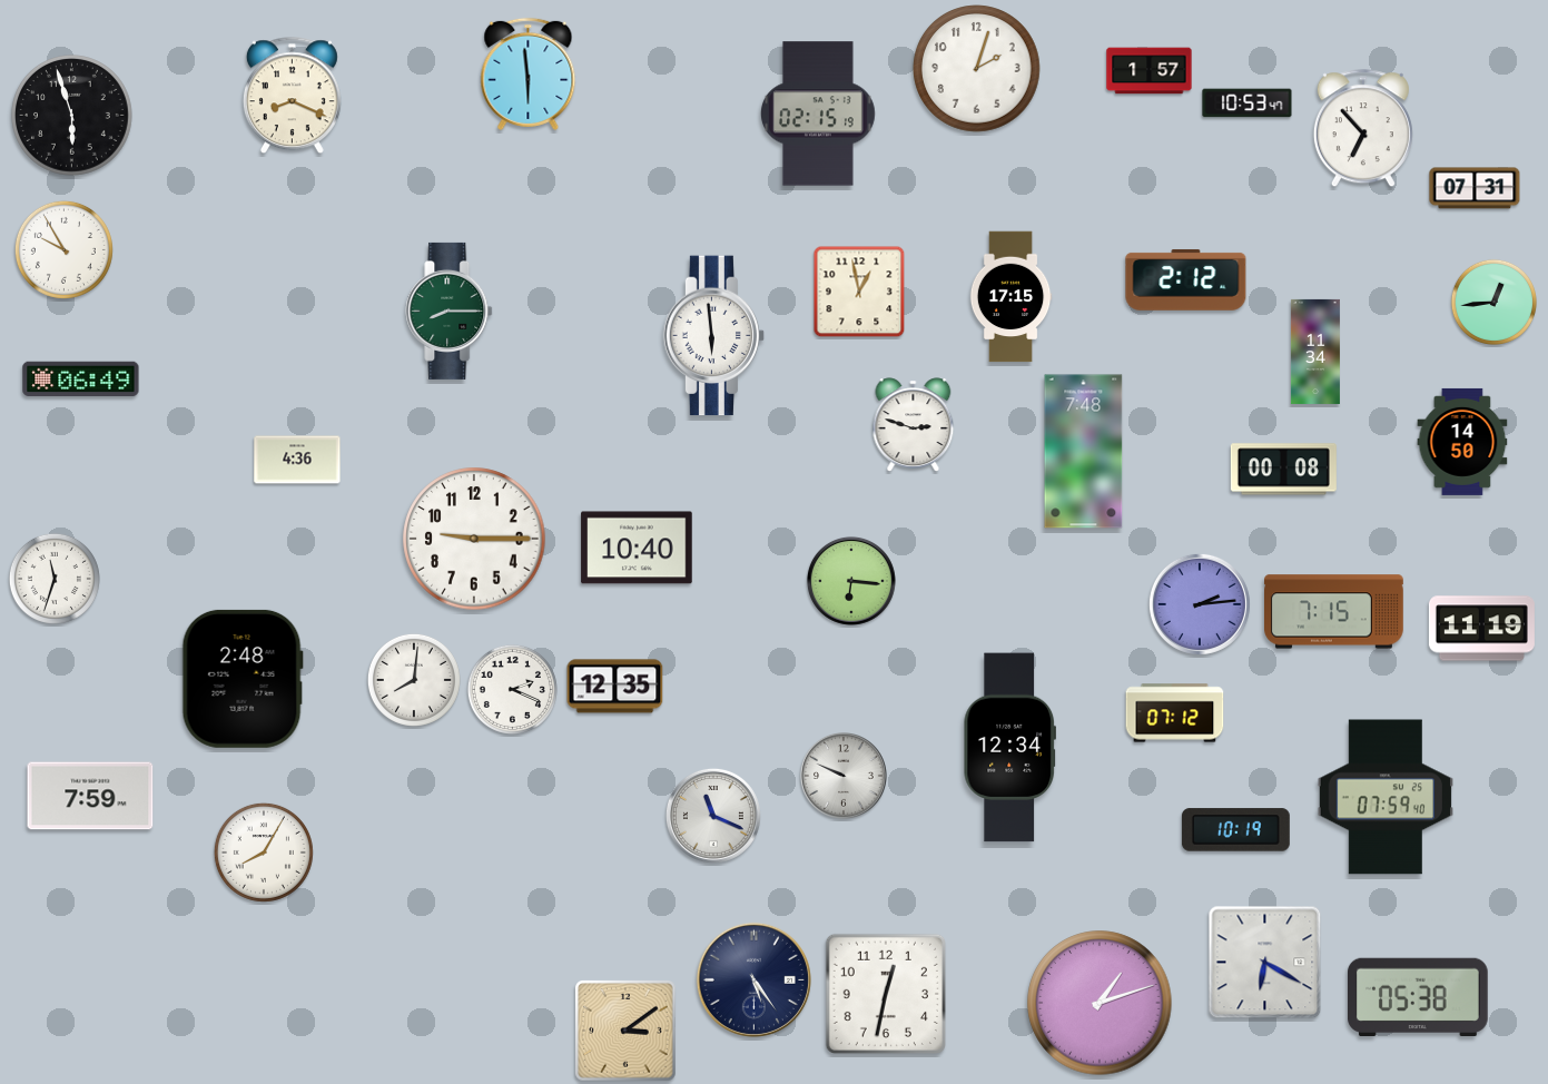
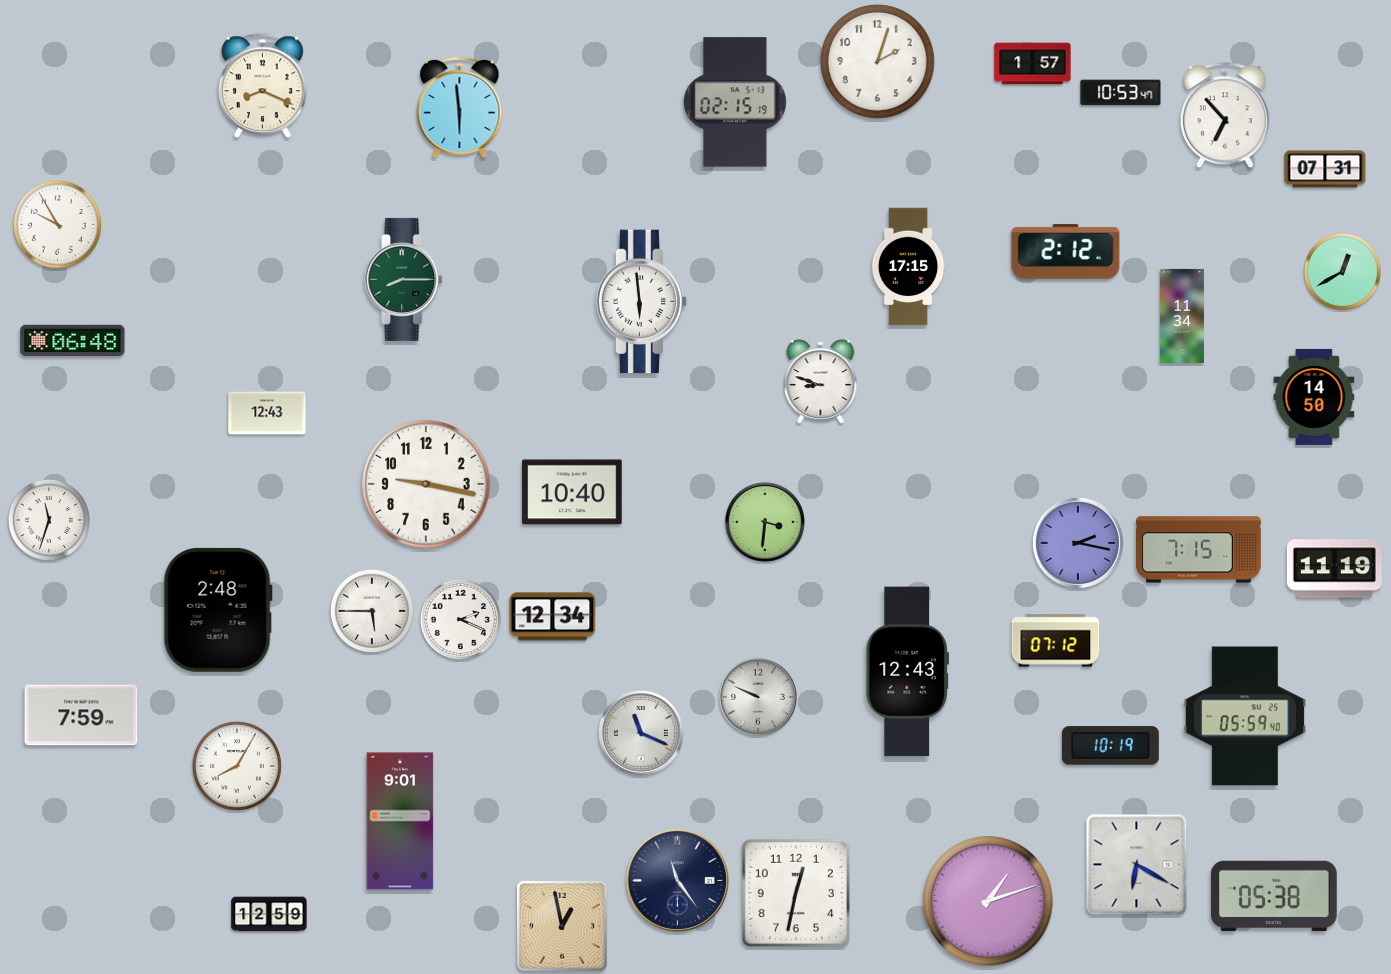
clock at (529, 73) position: (529, 73) -> (460, 107)
clock at (72, 116): 5:57 -> none
clock at (859, 292): 12:58 -> none
clock at (1493, 302): 12:44 -> 12:40
clock at (81, 380): 06:49 -> 06:48
clock at (914, 425): 2:48 -> 8:48
clock at (1084, 452): 7:48 -> none
clock at (297, 460): 4:36 -> 12:43
clock at (1283, 470): 00:08 -> none
clock at (474, 539): 9:15 -> 9:17
clock at (851, 581): 6:16 -> 3:31
clock at (1200, 604): 2:14 -> 2:17
clock at (1481, 629) position: (1481, 629) -> (1334, 569)
clock at (414, 680): 8:01 -> 5:45
clock at (615, 687): 12:35 -> 12:34
clock at (1009, 748): 12:34 -> 12:43
clock at (1384, 797): 07:59 -> 05:59
clock at (400, 821): none -> 9:01
clock at (753, 979): 5:24 -> 11:24
clock at (269, 914): none -> 12:59
clock at (627, 1032): 3:09 -> 12:58
